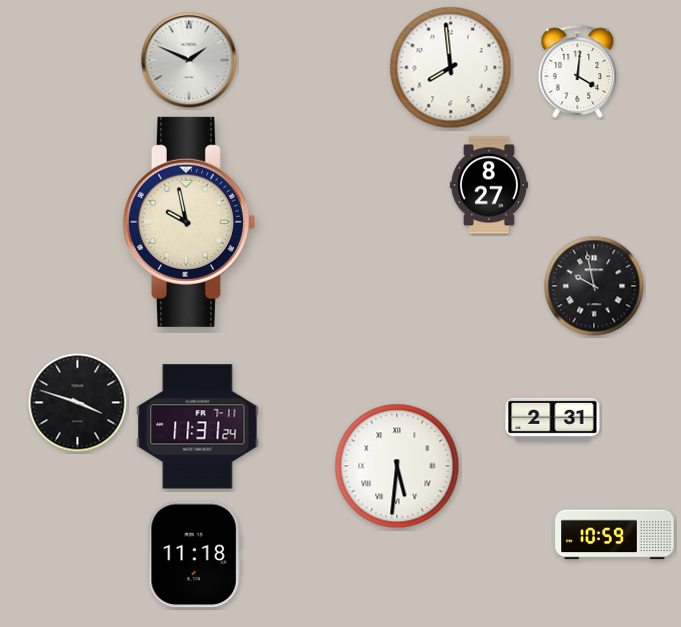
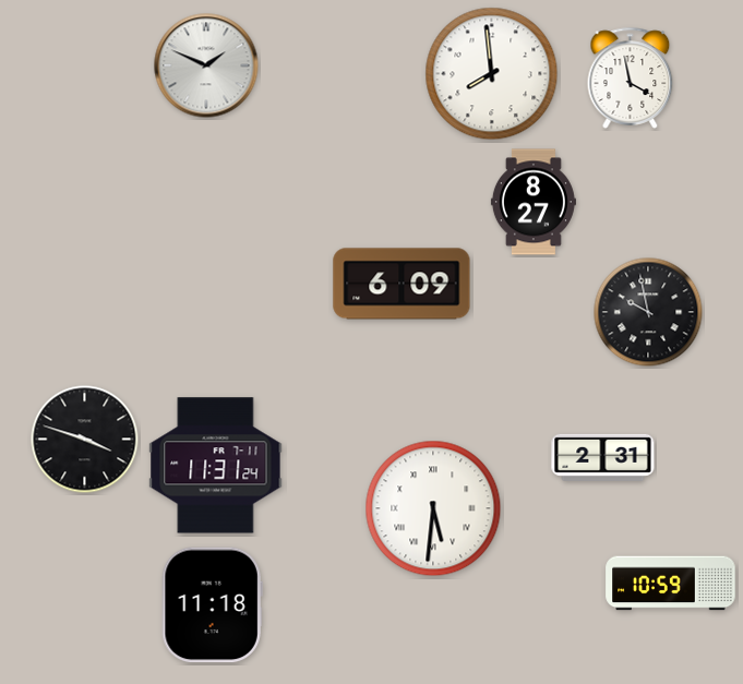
clock at (578, 71): 4:01 -> 3:58
clock at (188, 222): 9:58 -> none
clock at (402, 284): none -> 6:09
